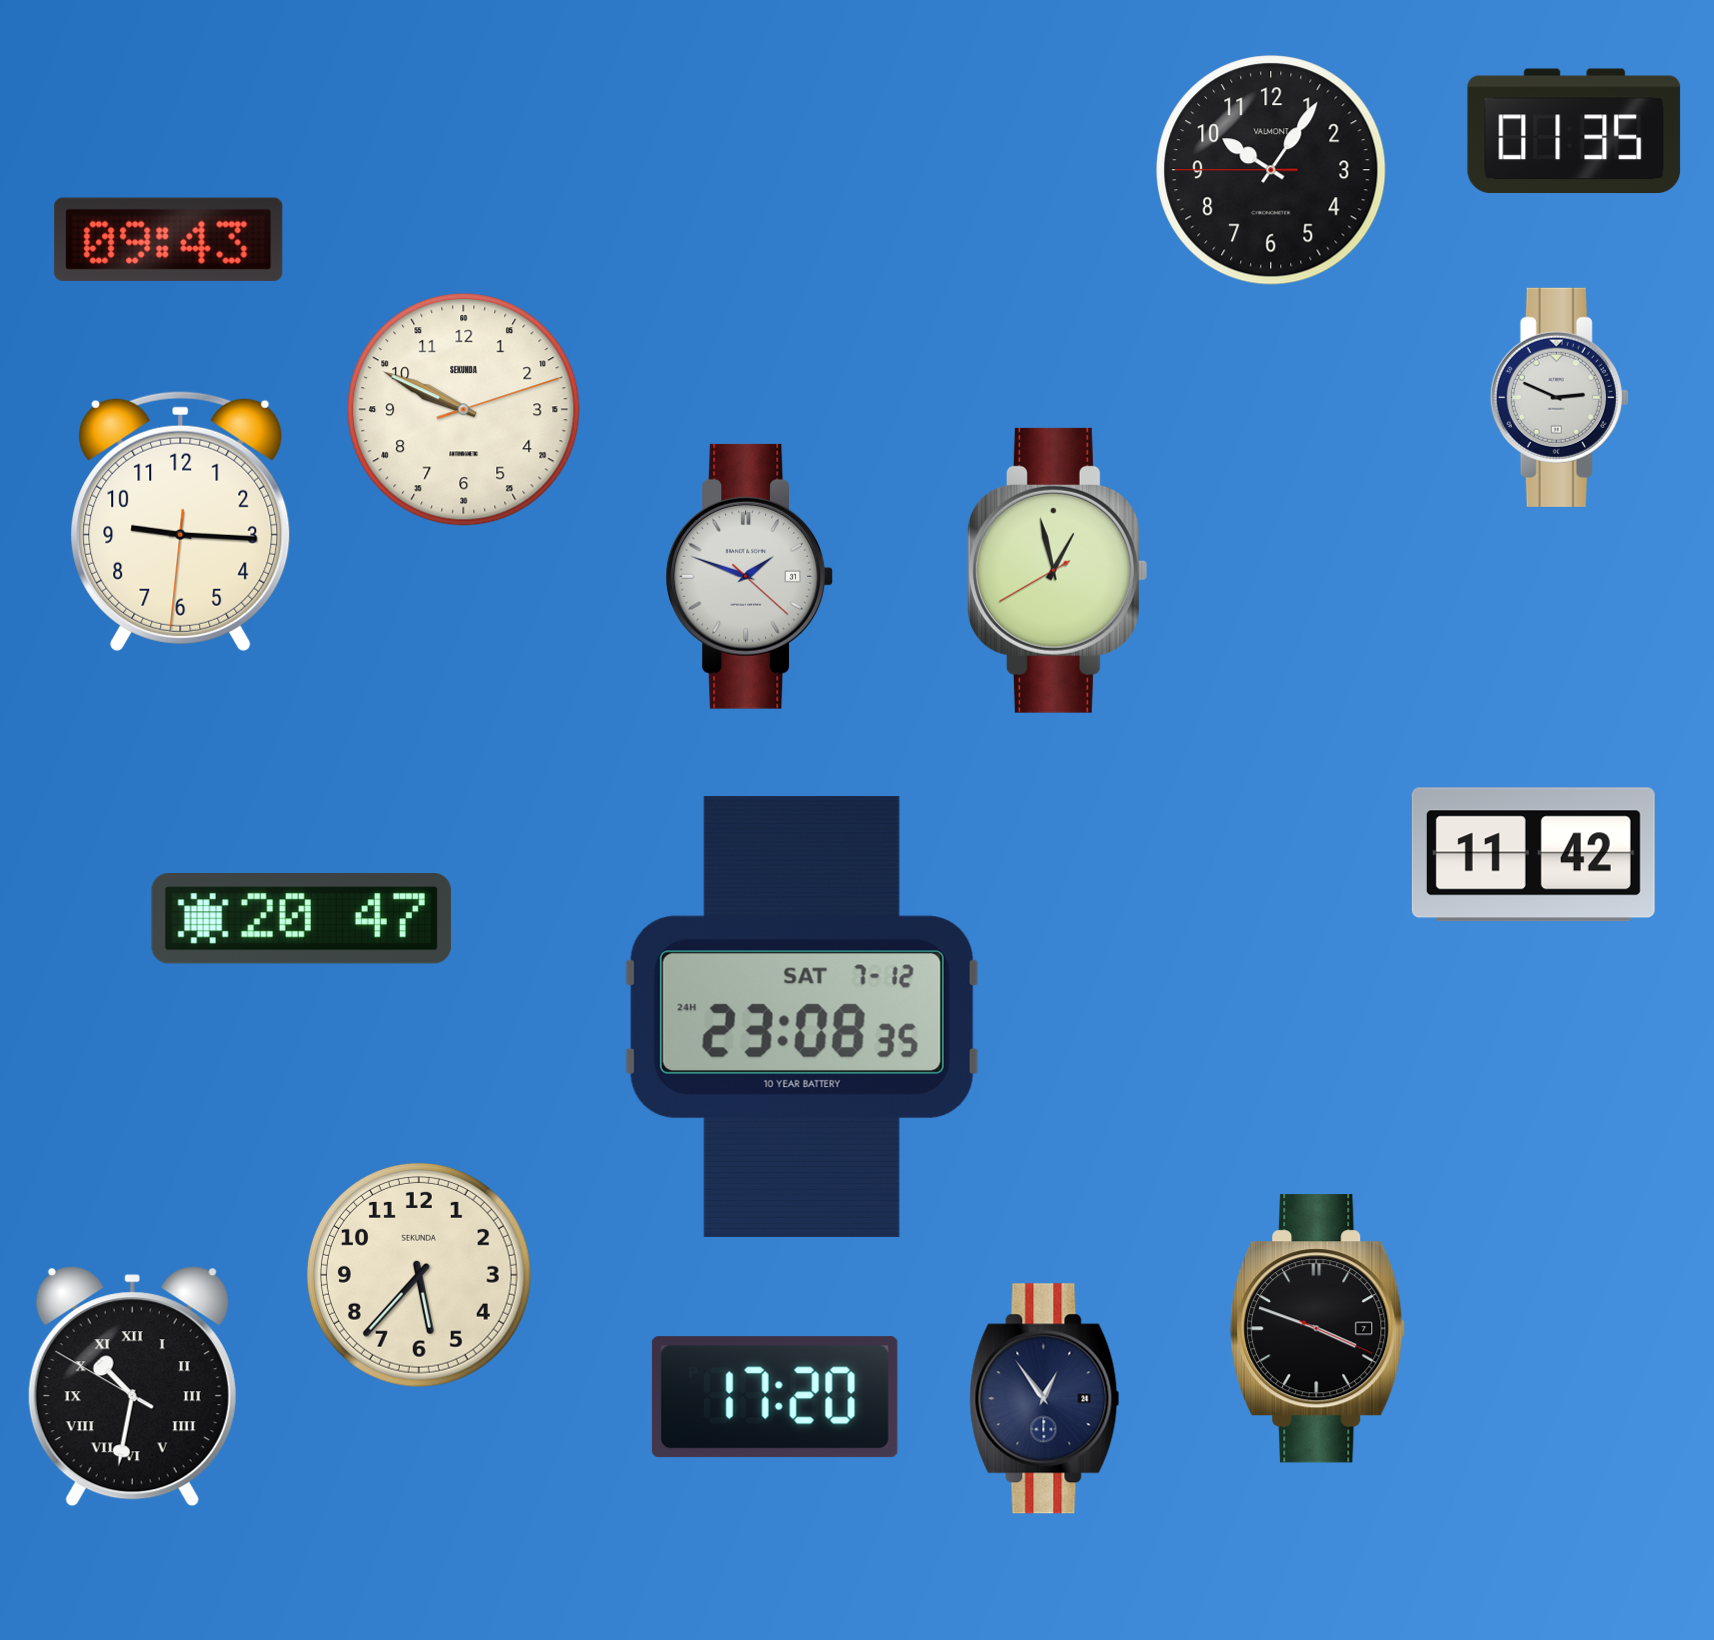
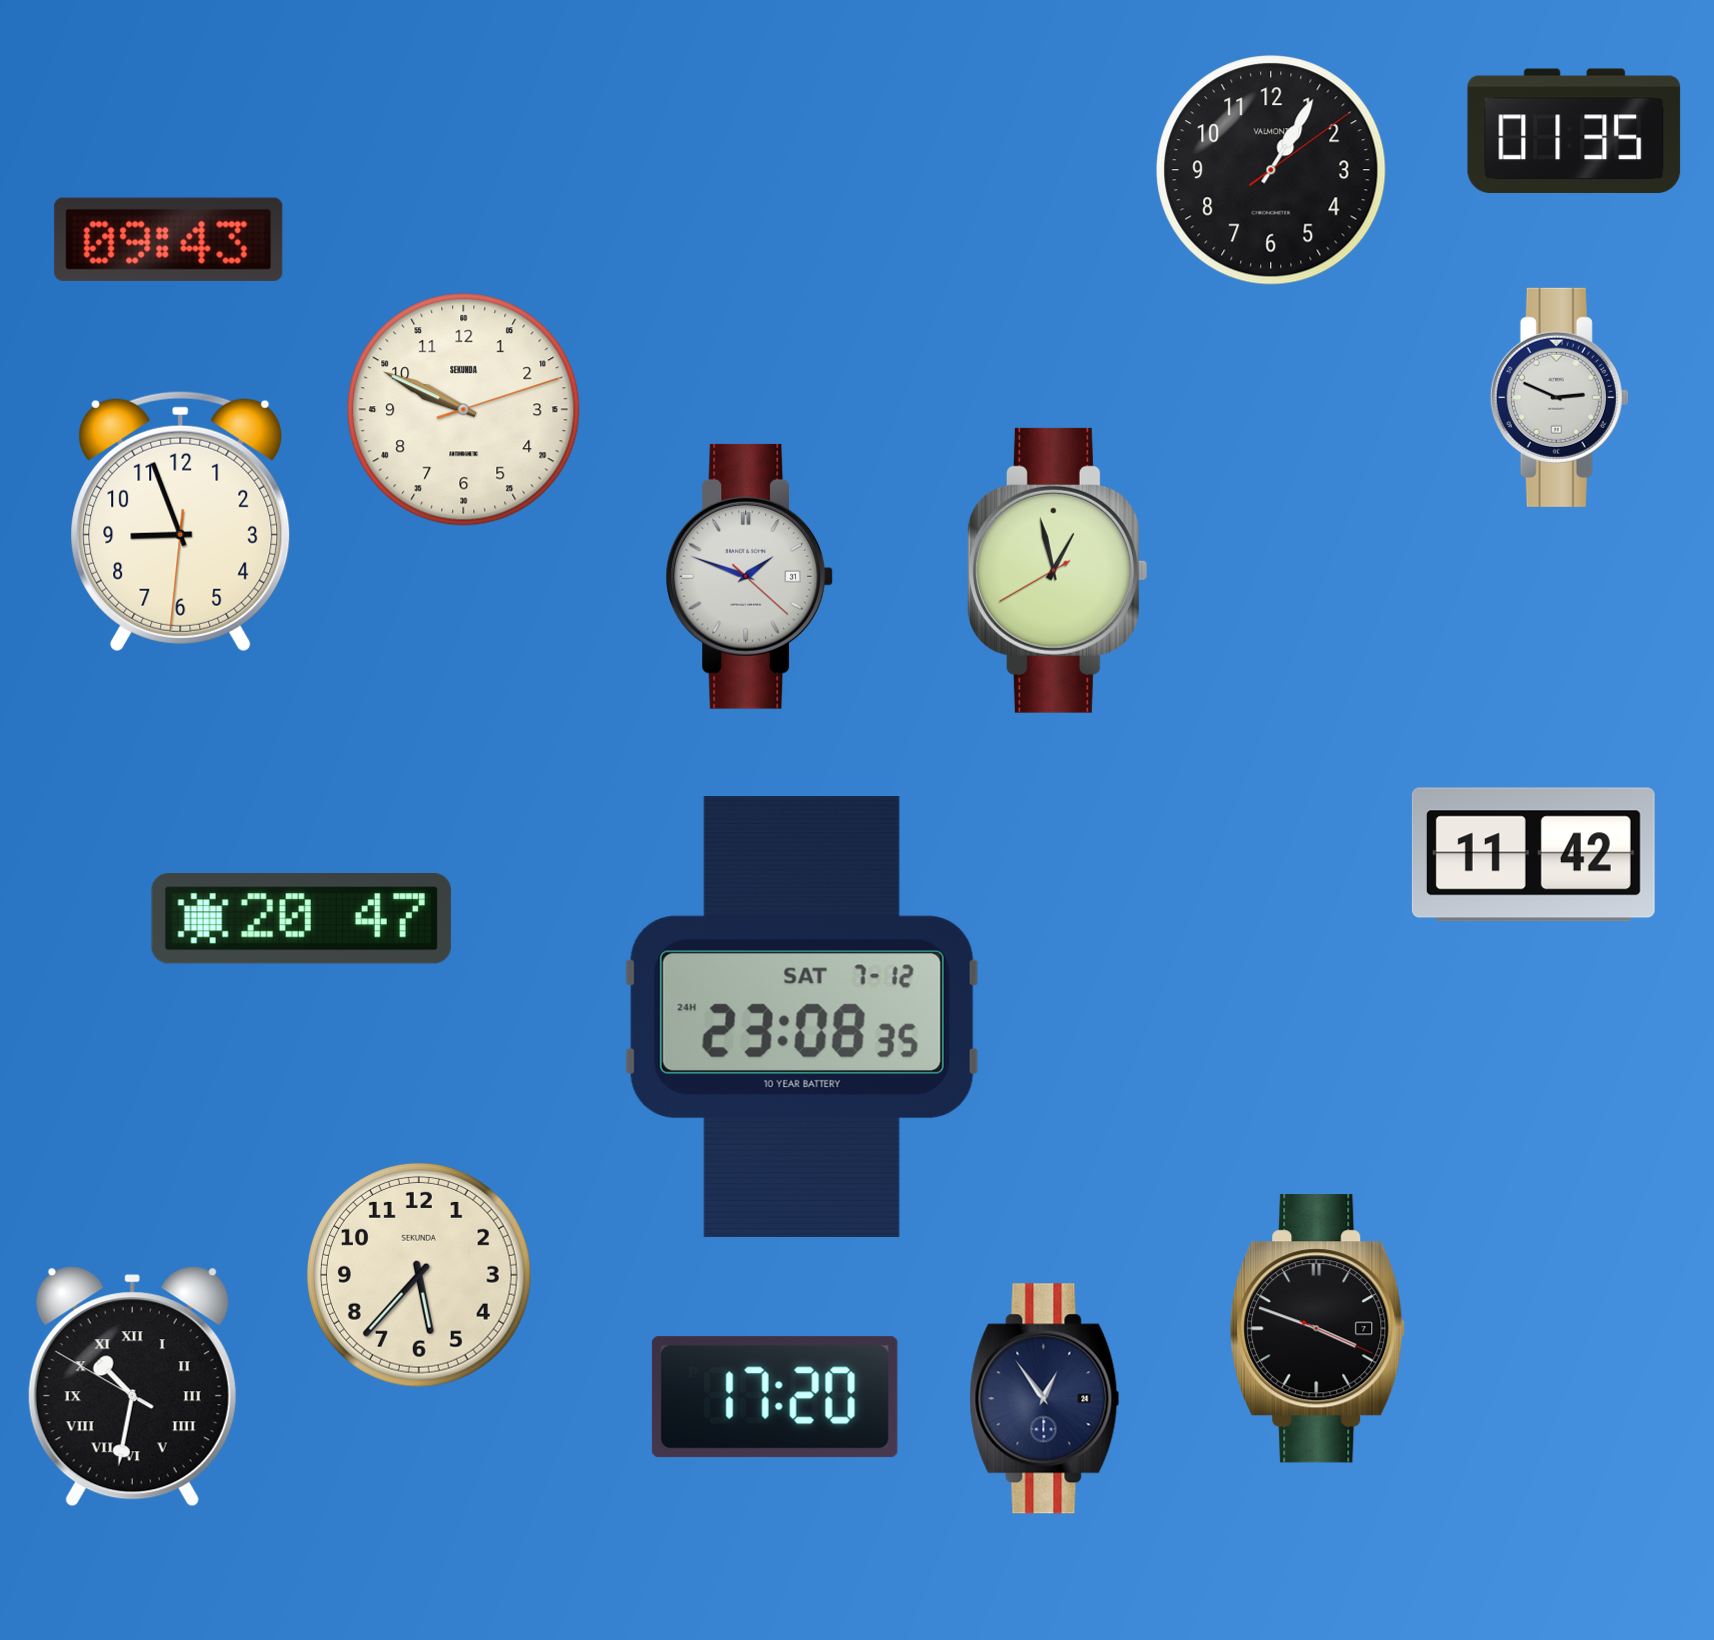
clock at (1271, 170): 10:05 -> 1:05
clock at (181, 521): 9:15 -> 8:56
